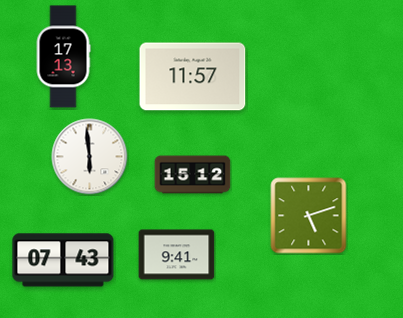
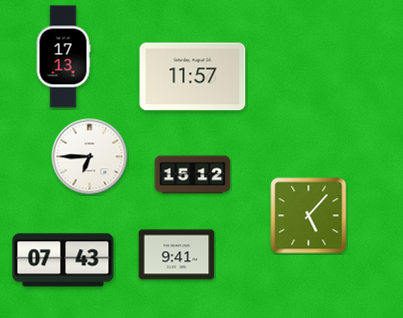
clock at (90, 157): 5:59 -> 6:45
clock at (309, 216): 5:12 -> 5:07
